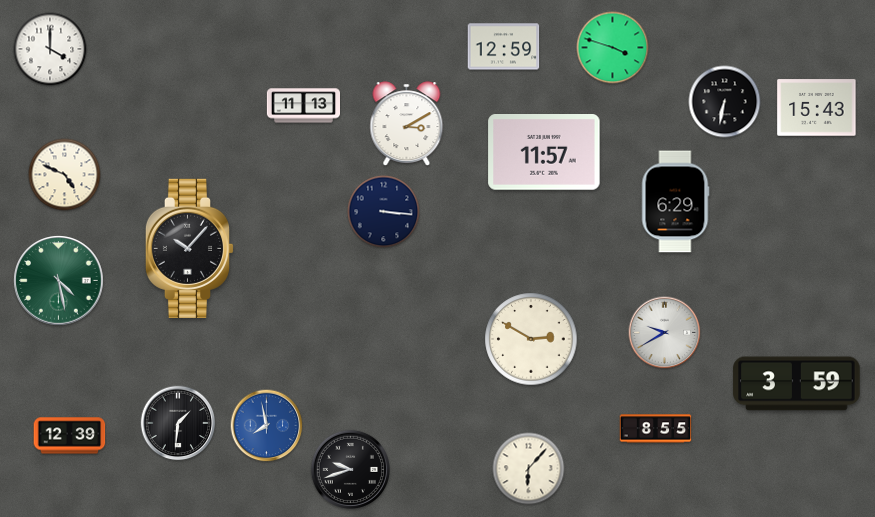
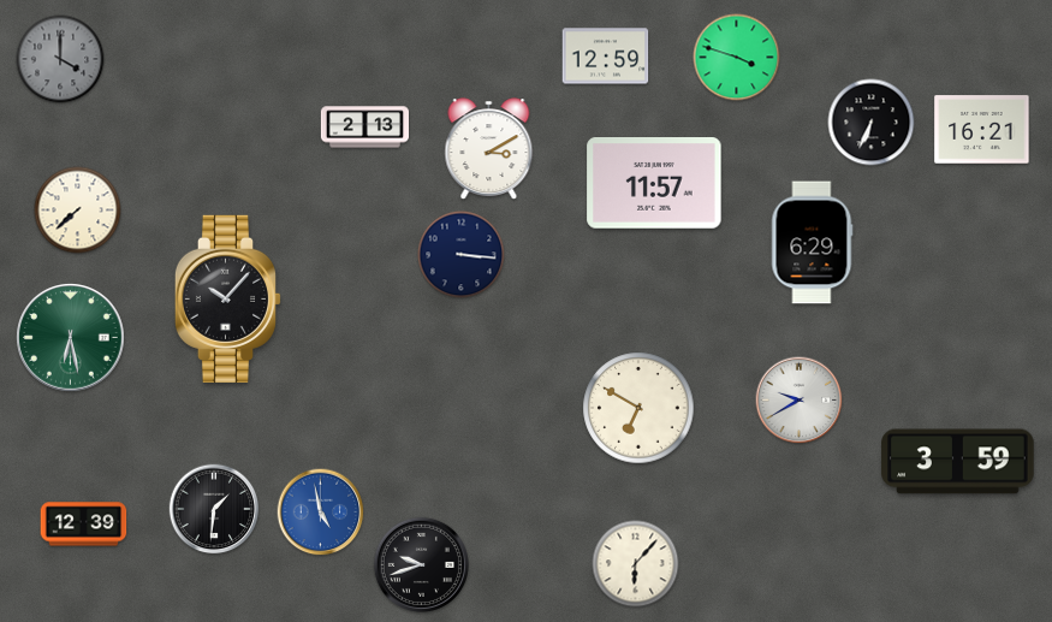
clock at (50, 49) dial: white -> grey
clock at (725, 102): 6:32 -> 6:34
clock at (304, 106): 11:13 -> 2:13
clock at (817, 108): 15:43 -> 16:21
clock at (65, 175): 4:49 -> 7:38
clock at (59, 281): 4:28 -> 6:28
clock at (531, 339): 2:50 -> 6:50
clock at (267, 426): 7:58 -> 4:58
clock at (656, 429): 8:55 -> none
